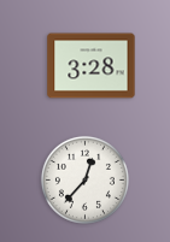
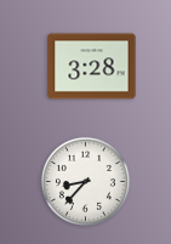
clock at (84, 179): 12:37 -> 8:37
